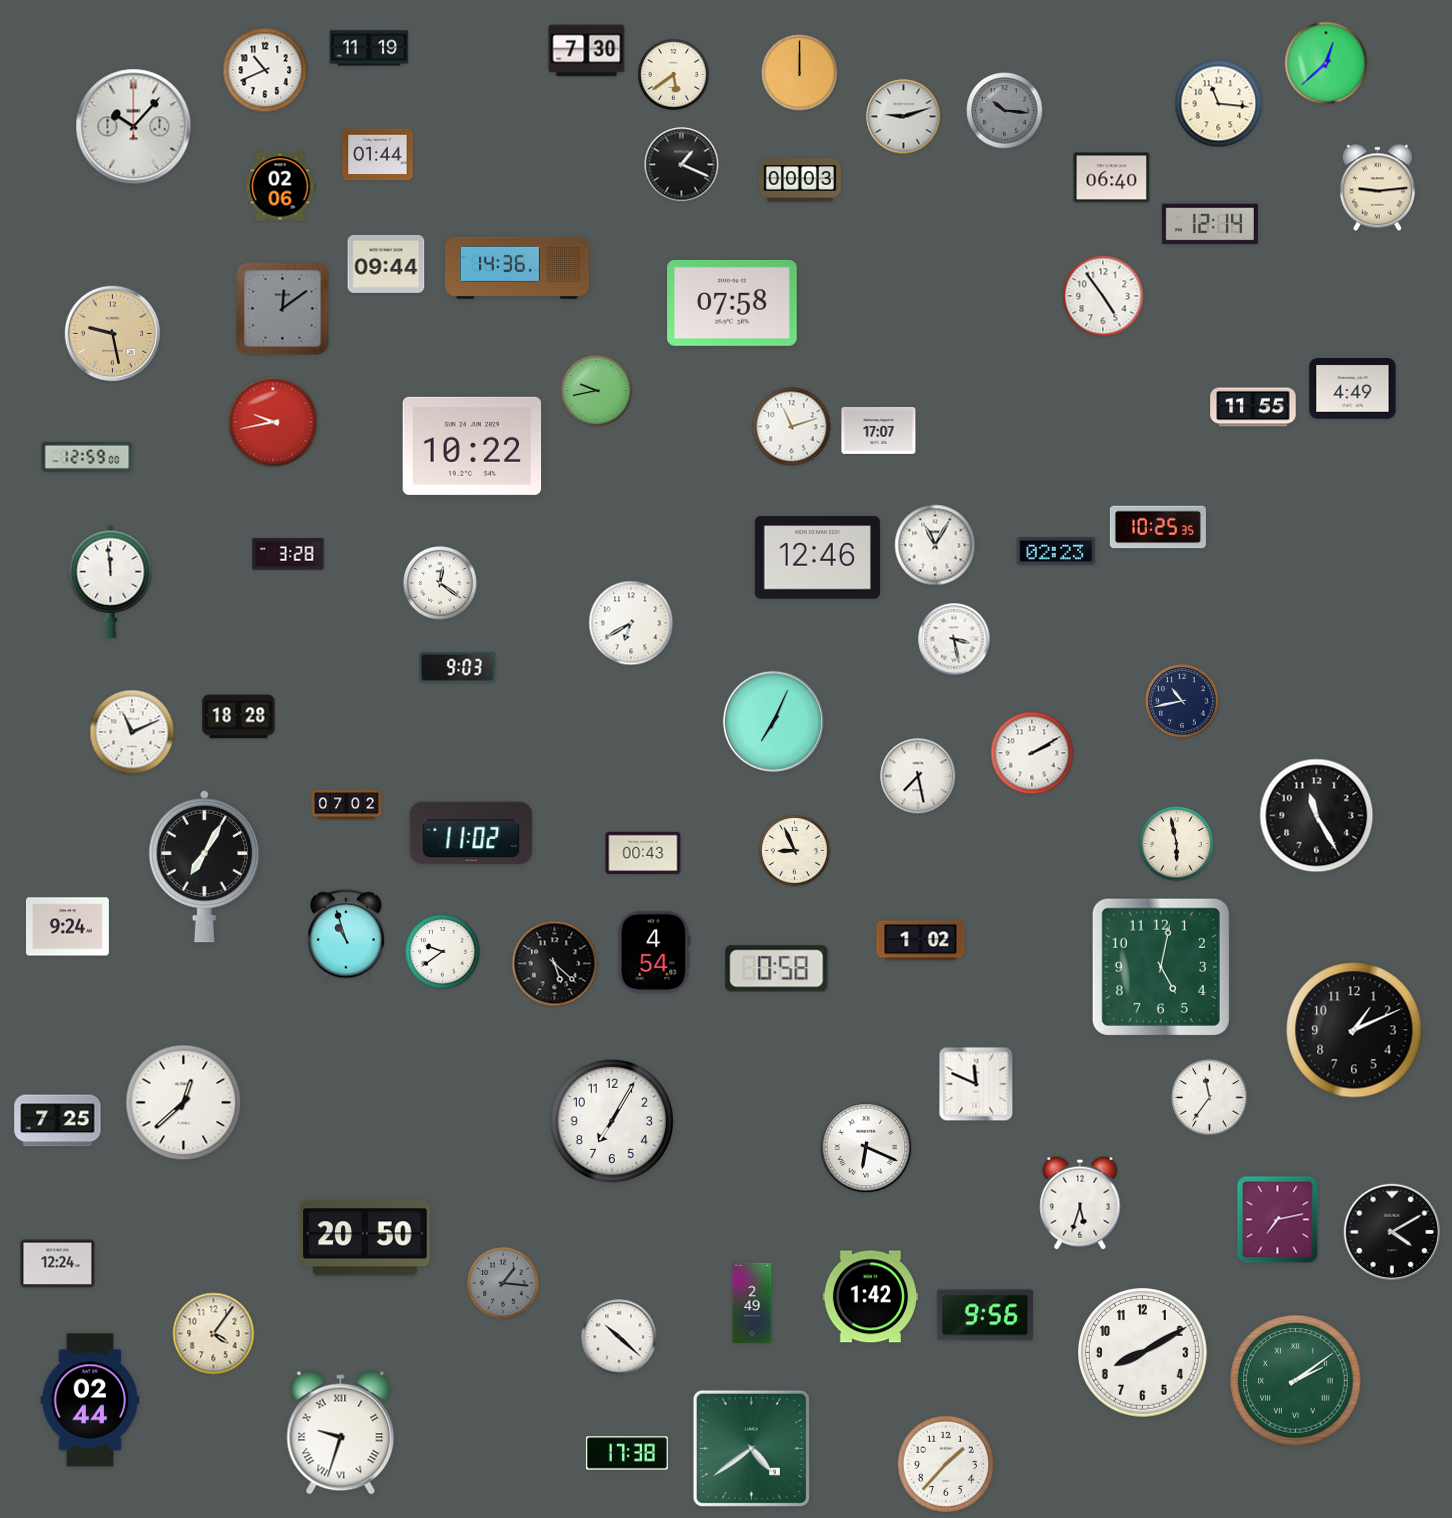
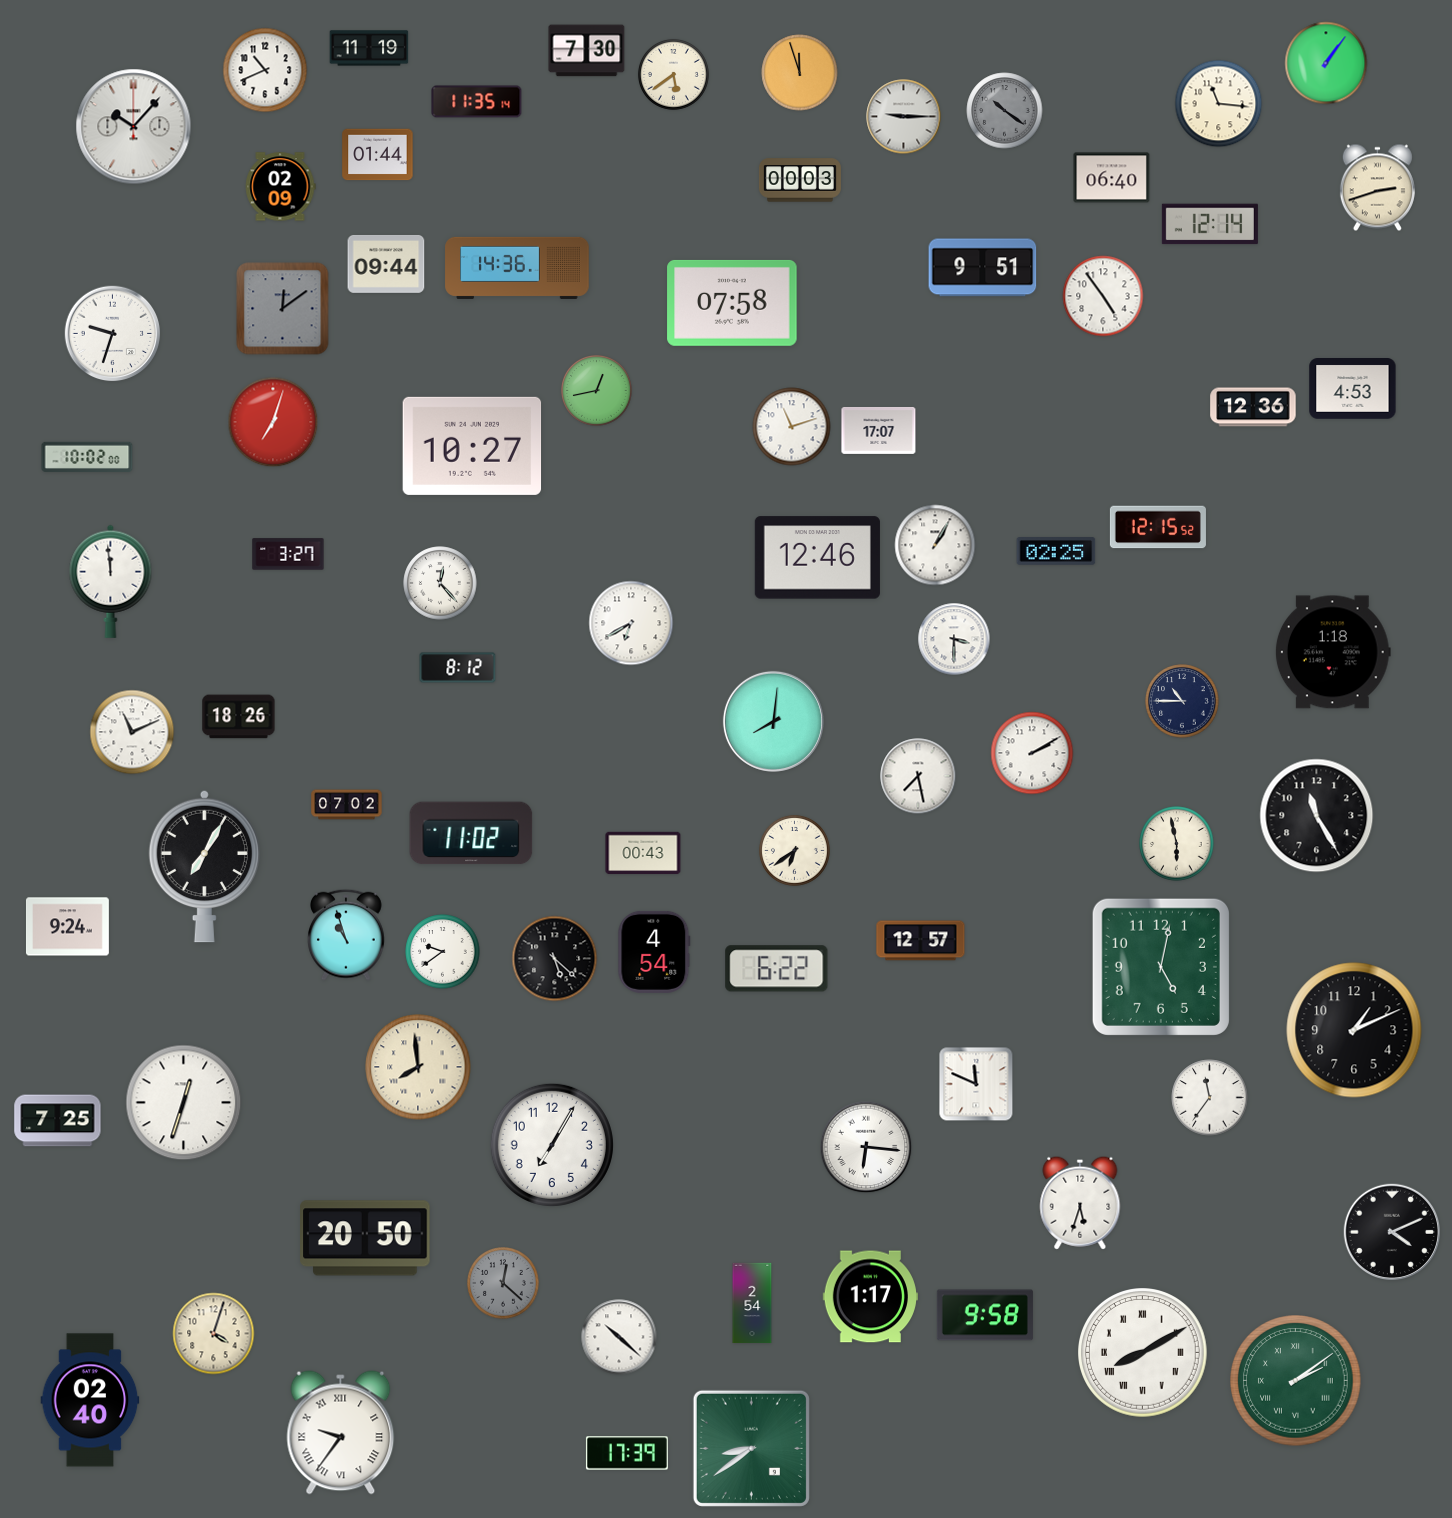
clock at (1326, 63): 12:38 -> 1:06
clock at (800, 73): 12:00 -> 11:57
clock at (477, 102): none -> 11:35
clock at (1005, 111): 10:16 -> 10:21
clock at (904, 117): 9:12 -> 9:15
clock at (682, 165): 1:19 -> none
clock at (280, 187): 02:06 -> 02:09
clock at (1377, 188): 9:14 -> 2:42
clock at (983, 268): none -> 9:51
clock at (113, 334): 9:28 -> 9:33
clock at (113, 334) dial: champagne -> white
clock at (1353, 389): 4:49 -> 4:53
clock at (596, 390): 9:43 -> 12:43
clock at (1253, 407): 11:55 -> 12:36
clock at (273, 422): 9:43 -> 7:03
clock at (472, 446): 10:22 -> 10:27
clock at (87, 456): 12:59 -> 10:02
clock at (1158, 527): 10:25 -> 12:15
clock at (935, 545): 11:05 -> 1:05
clock at (1056, 551): 02:23 -> 02:25
clock at (288, 554): 3:28 -> 3:27
clock at (440, 583): 12:21 -> 12:23
clock at (954, 639): 3:28 -> 3:30
clock at (1333, 652): none -> 1:18
clock at (458, 668): 9:03 -> 8:12
clock at (1182, 701): 10:43 -> 10:45
clock at (239, 717): 18:28 -> 18:26
clock at (773, 721): 7:04 -> 8:01
clock at (794, 850): 8:56 -> 6:39
clock at (921, 941): 1:02 -> 12:57
clock at (555, 964) position: (555, 964) -> (555, 959)
clock at (777, 969): 0:58 -> 6:22
clock at (418, 1067): none -> 7:59
clock at (184, 1103): 12:38 -> 12:33
clock at (612, 1121) position: (612, 1121) -> (552, 1145)
clock at (866, 1147): 6:19 -> 6:16
clock at (1278, 1220): 7:13 -> none
clock at (1391, 1231): 4:10 -> 4:11
clock at (58, 1264): 12:24 -> none
clock at (504, 1284): 1:16 -> 12:22
clock at (870, 1297): 1:42 -> 1:17
clock at (752, 1303): 2:49 -> 2:54
clock at (985, 1315): 9:56 -> 9:58
clock at (214, 1334): 4:06 -> 4:03
clock at (1143, 1353) numerals: Arabic -> Roman
clock at (90, 1400): 02:44 -> 02:40
clock at (341, 1433): 9:33 -> 9:36
clock at (751, 1448): 4:39 -> 8:39
clock at (627, 1453): 17:38 -> 17:39
clock at (946, 1464): 1:37 -> none
